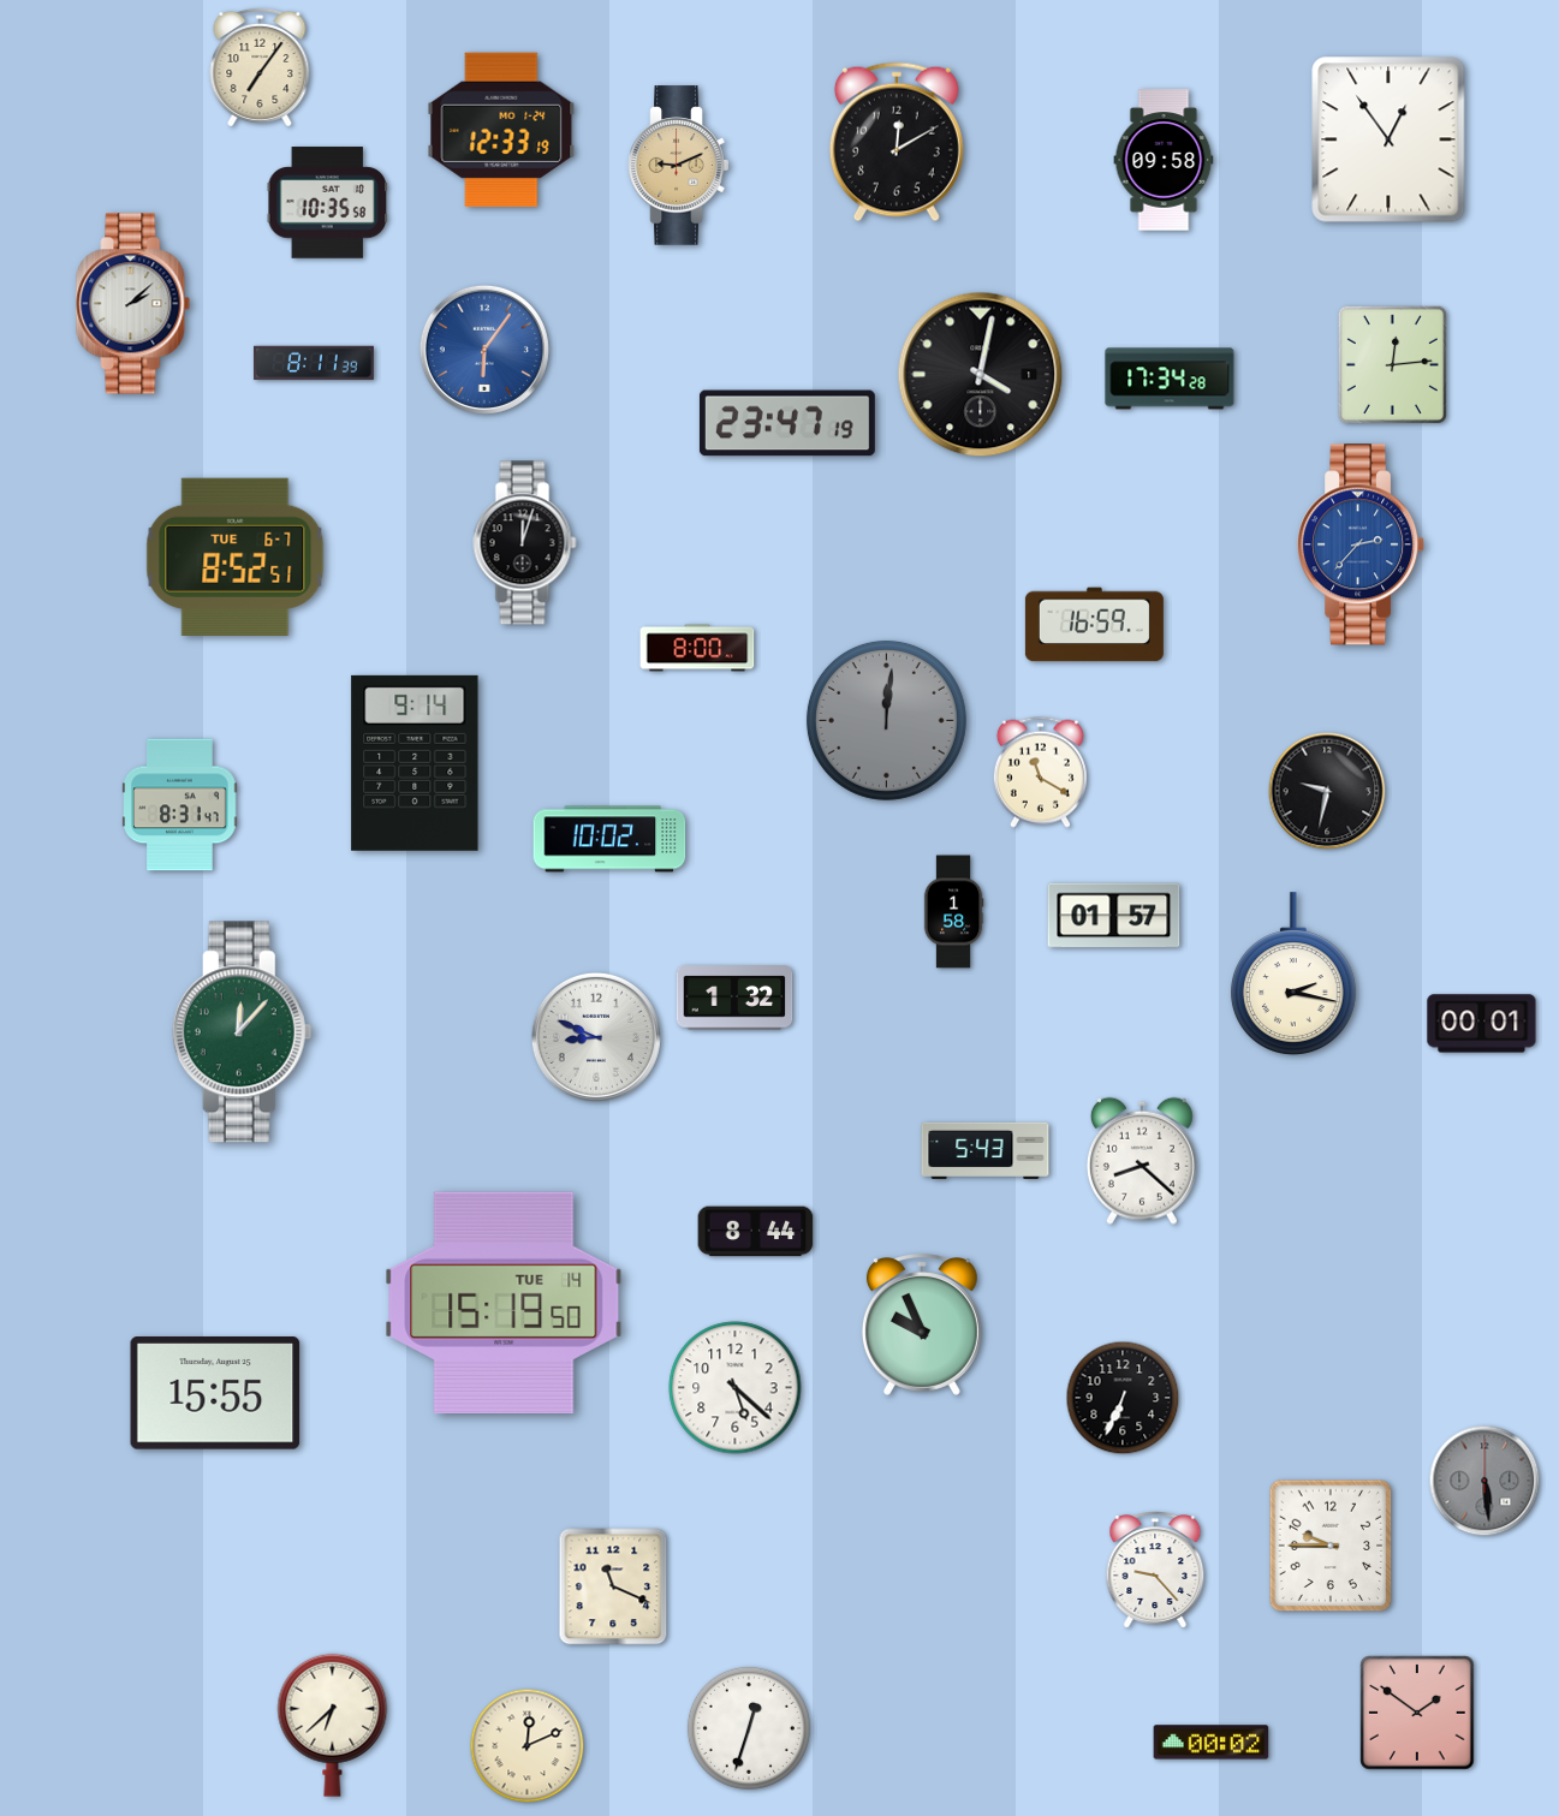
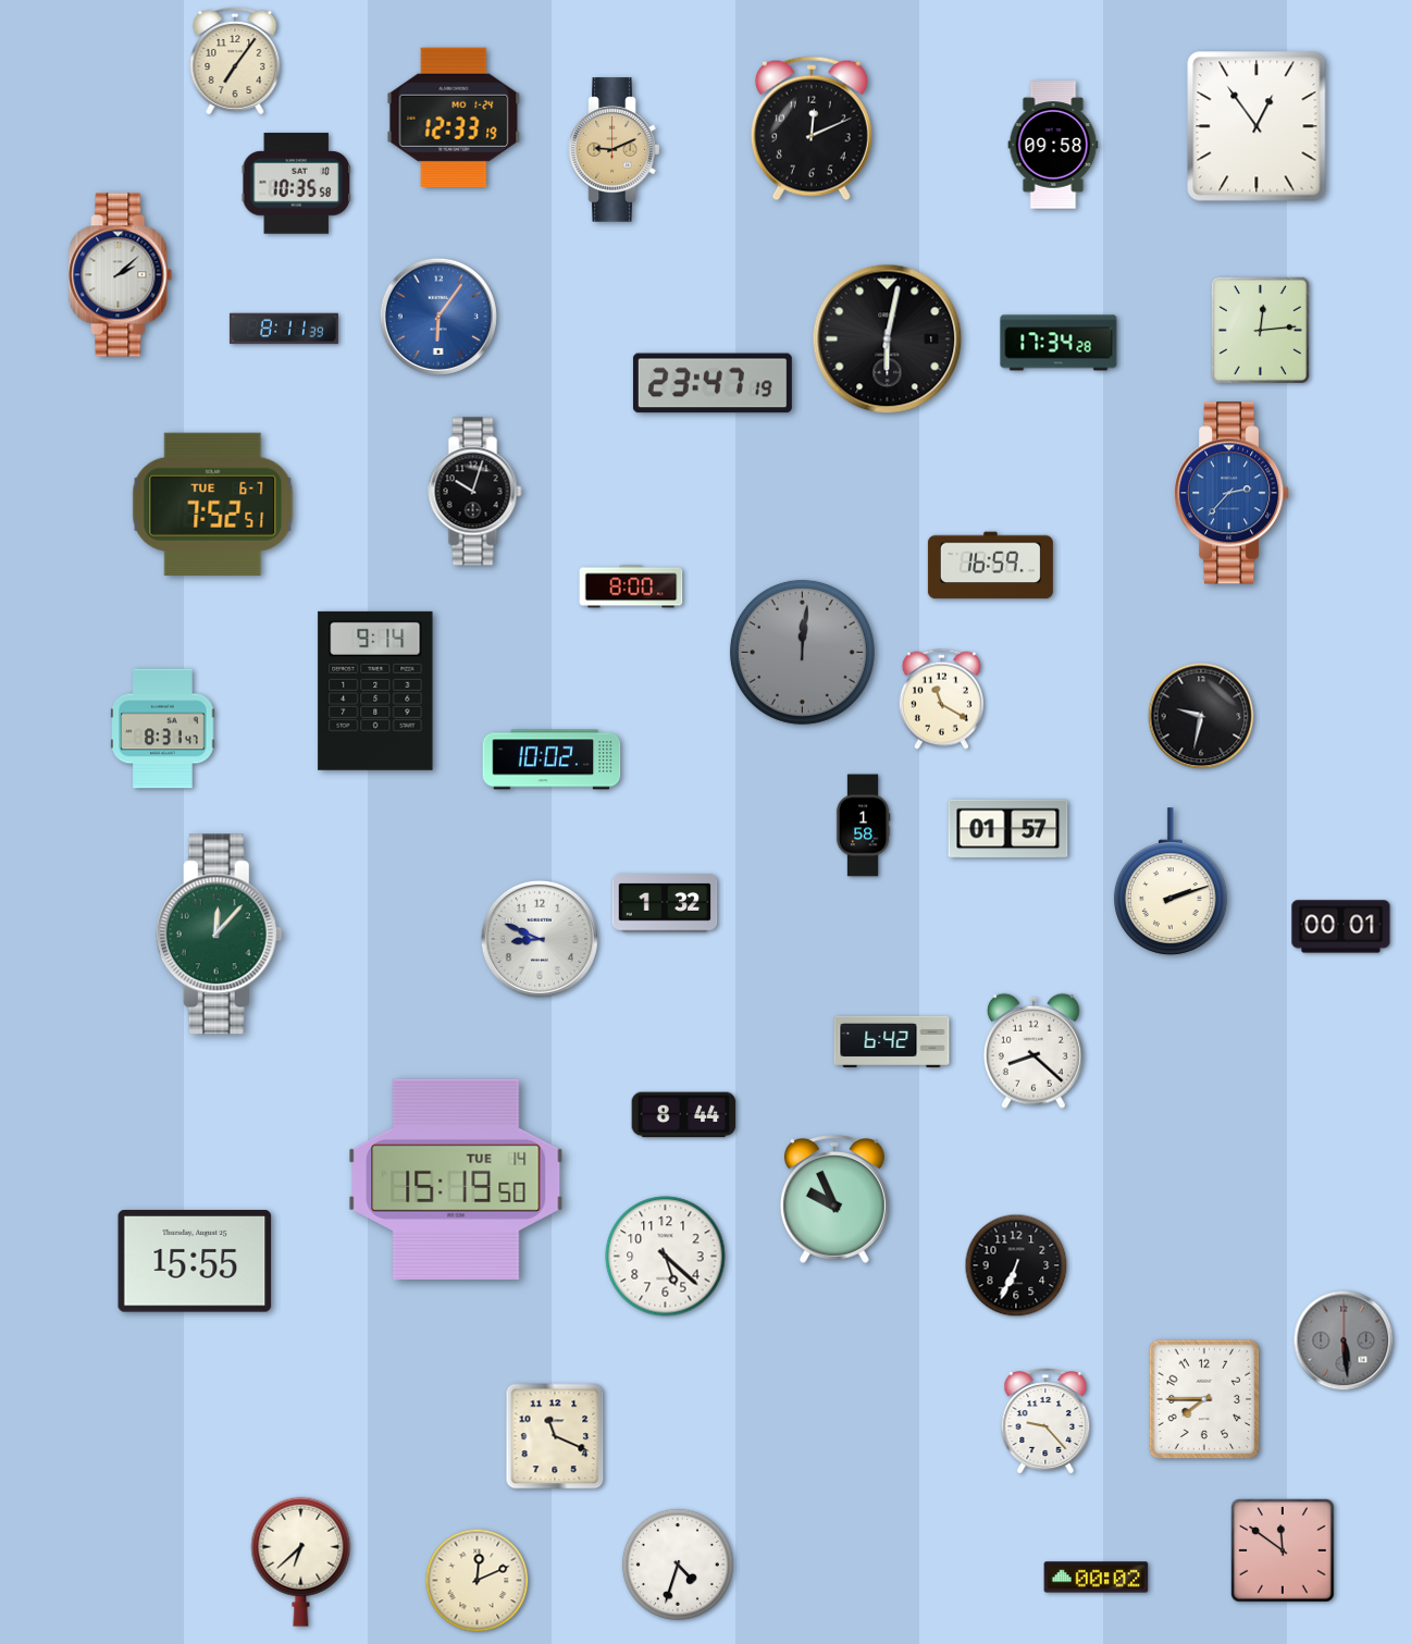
clock at (897, 142): 12:10 -> 12:11
clock at (981, 375): 4:02 -> 6:02
clock at (525, 543): 12:03 -> 10:03
clock at (236, 556): 8:52 -> 7:52
clock at (1293, 974): 2:17 -> 2:12
clock at (986, 1150): 5:43 -> 6:42
clock at (1331, 1546): 9:45 -> 7:45
clock at (1417, 1713): 1:51 -> 11:51
clock at (749, 1728): 12:33 -> 4:33
